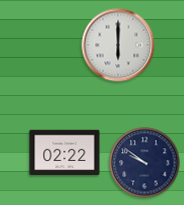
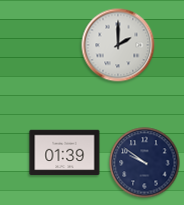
clock at (118, 45): 6:00 -> 2:00
clock at (65, 153): 02:22 -> 01:39
